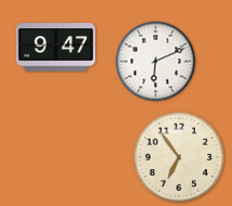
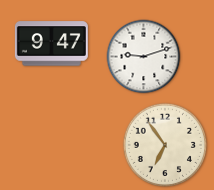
clock at (156, 62): 6:11 -> 9:12
